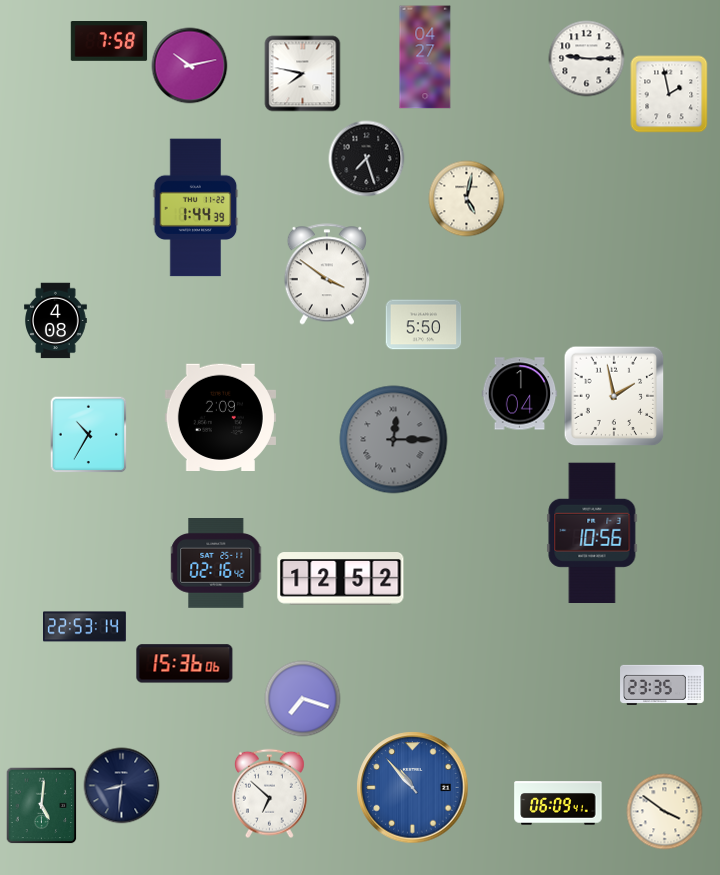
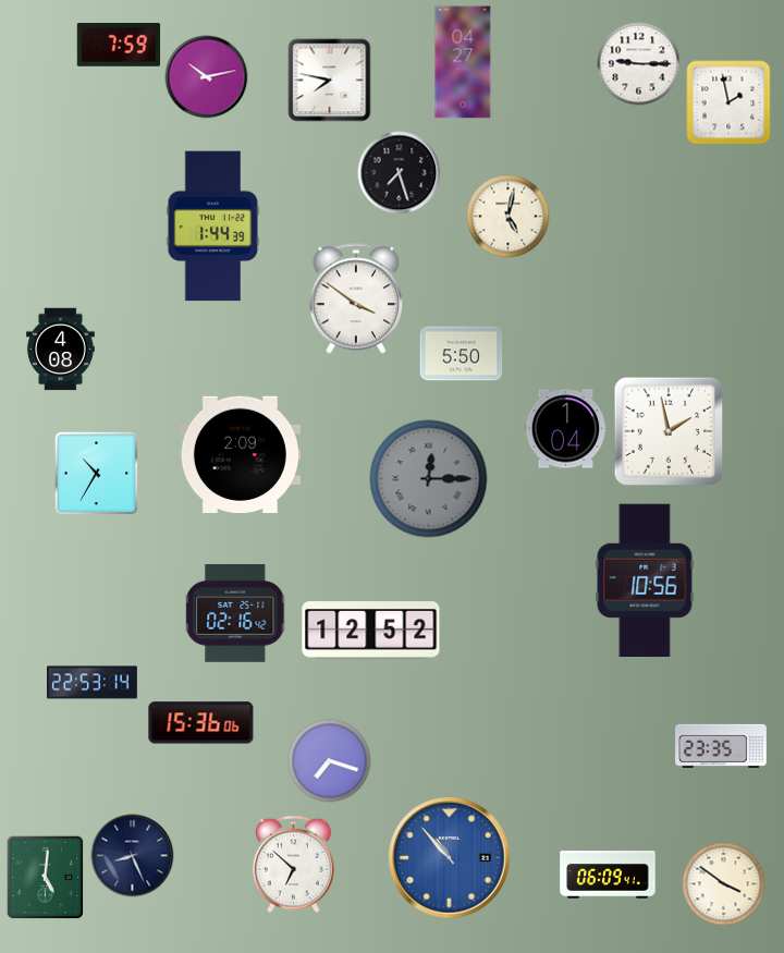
clock at (109, 42): 7:58 -> 7:59
clock at (190, 66) position: (190, 66) -> (207, 77)
clock at (122, 786): 8:31 -> 8:26
